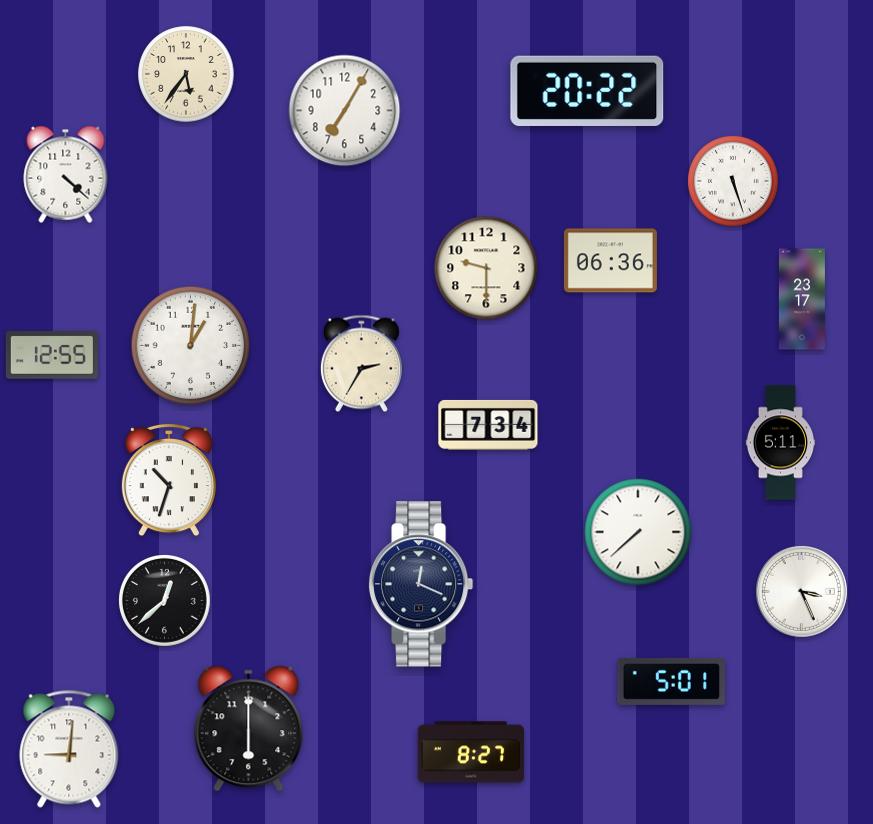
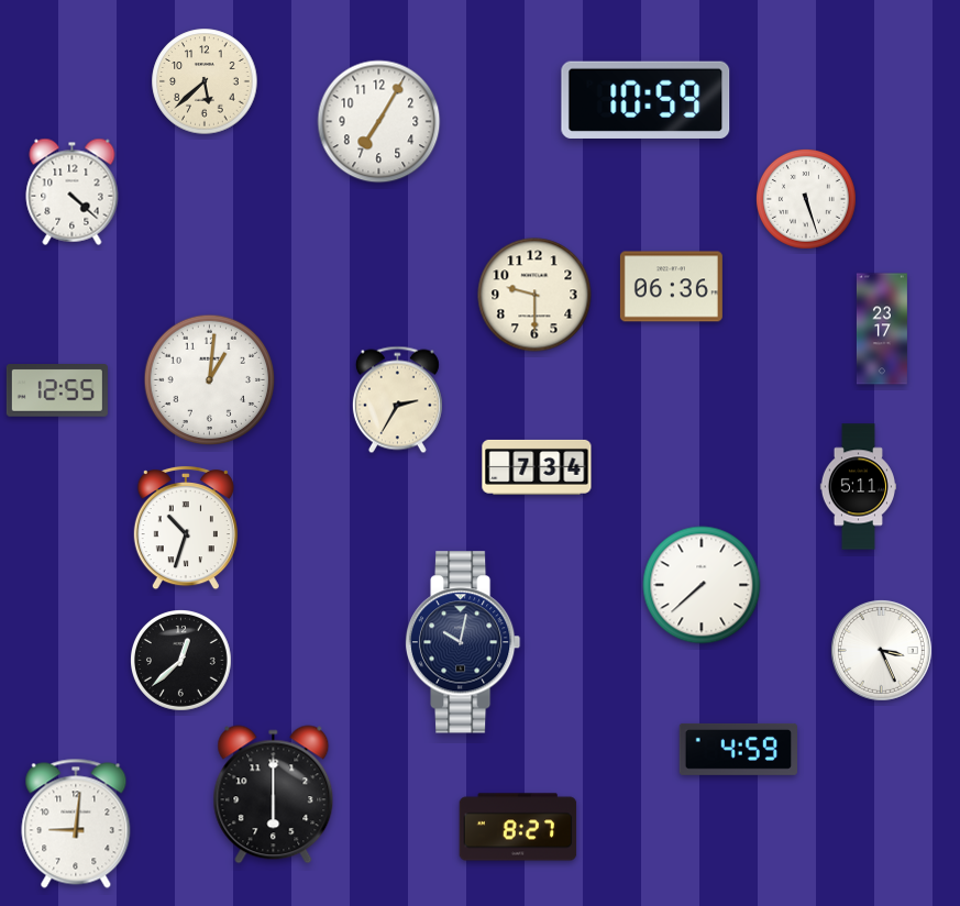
clock at (186, 74): 5:36 -> 5:38
clock at (587, 91): 20:22 -> 10:59
clock at (421, 584): 12:19 -> 10:02
clock at (672, 681): 5:01 -> 4:59
clock at (249, 729) position: (249, 729) -> (274, 795)
